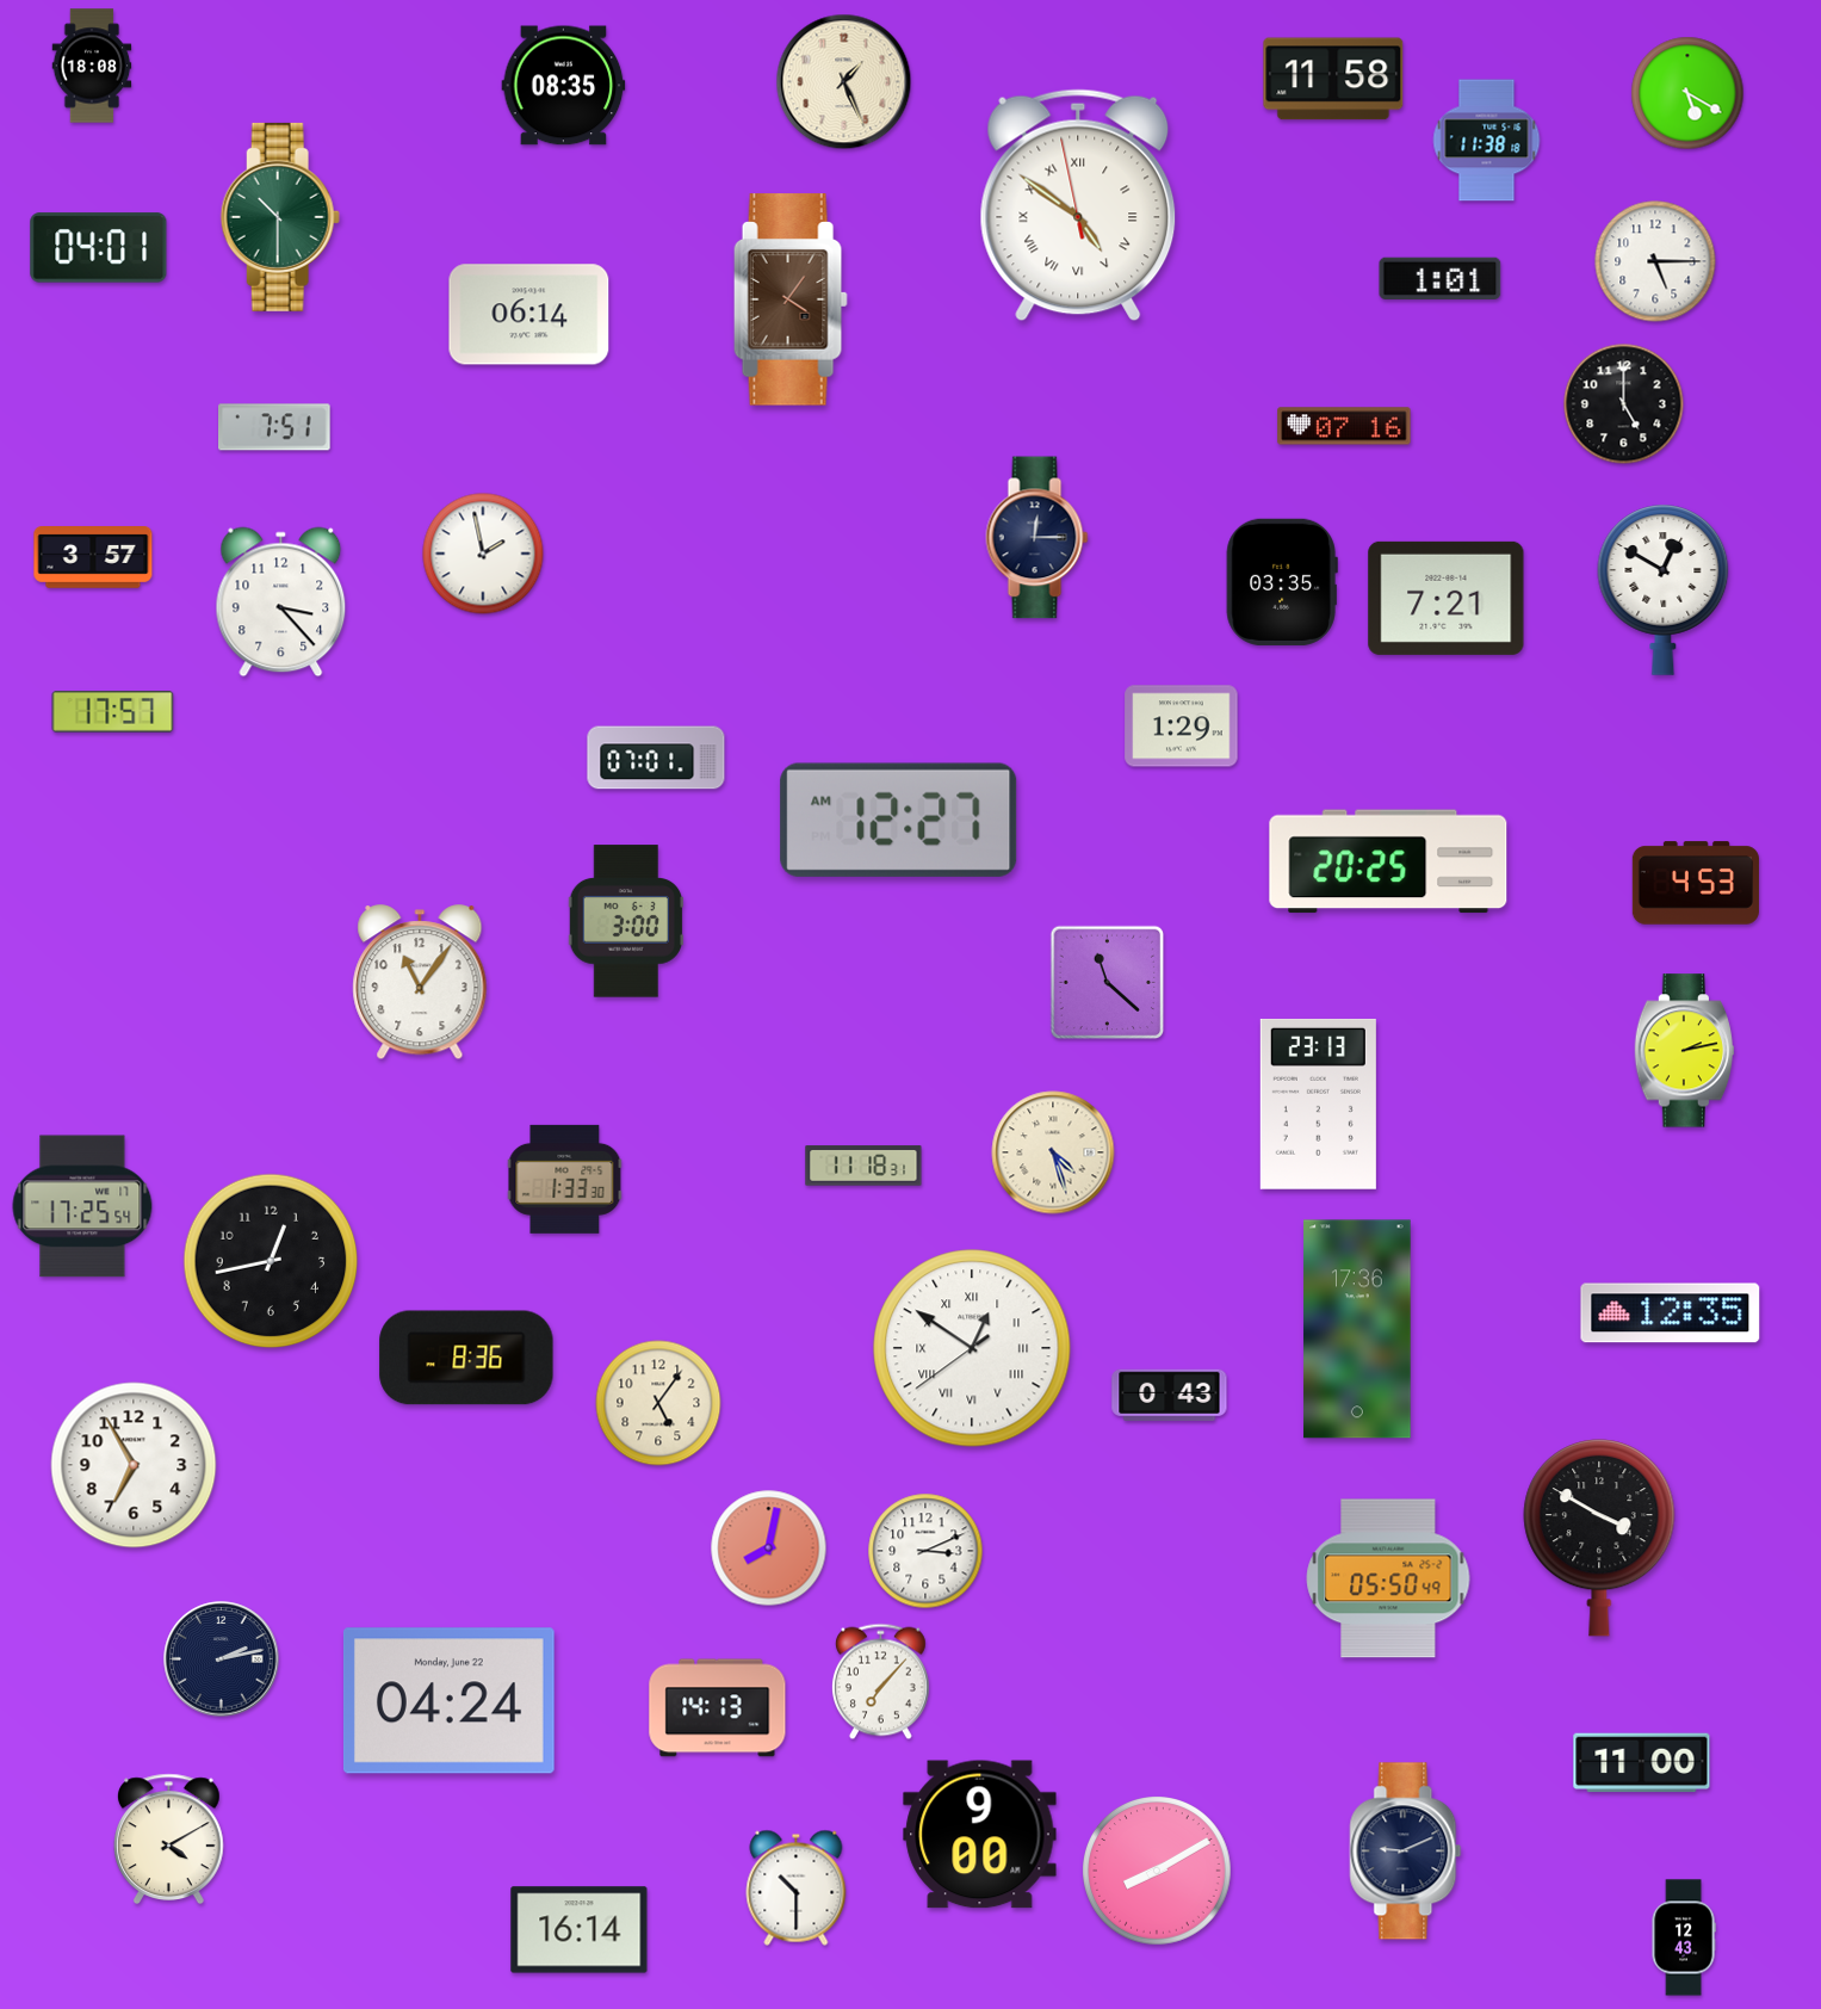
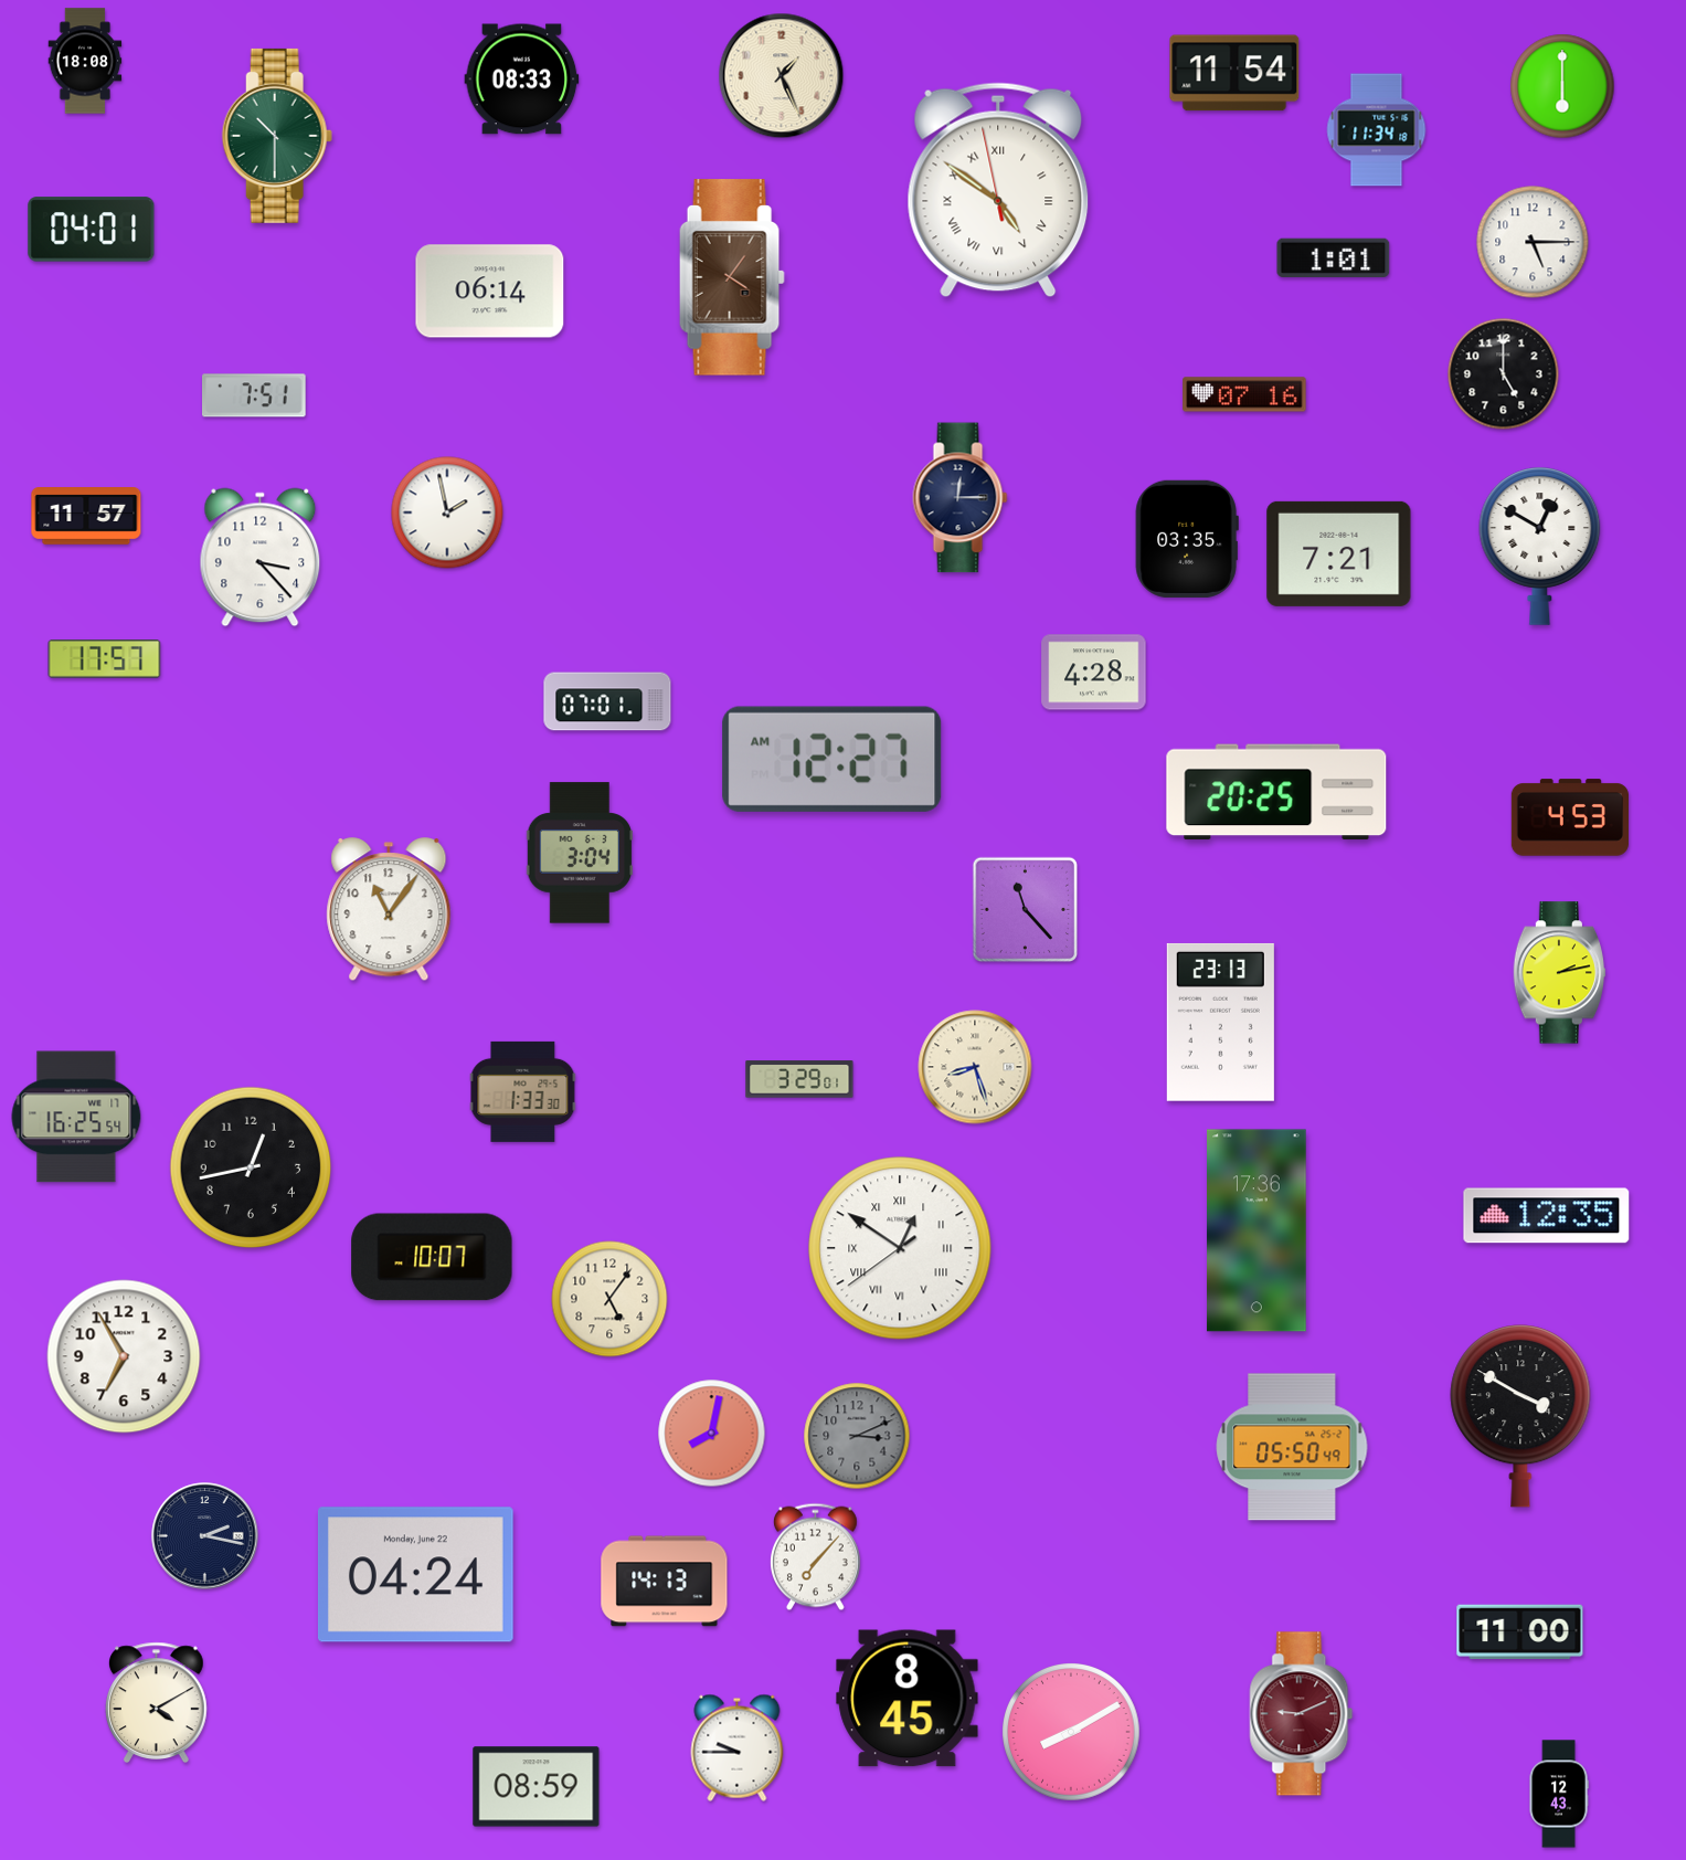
clock at (1333, 79): 11:58 -> 11:54
clock at (564, 86): 08:35 -> 08:33
clock at (1687, 93): 5:20 -> 6:00
clock at (1487, 141): 11:38 -> 11:34
clock at (280, 217) position: (280, 217) -> (277, 136)
clock at (93, 558): 3:57 -> 11:57
clock at (1182, 727): 1:29 -> 4:28
clock at (1388, 861) position: (1388, 861) -> (1276, 792)
clock at (626, 921): 3:00 -> 3:04
clock at (1108, 983): 11:22 -> 11:23
clock at (1053, 1152): 4:27 -> 8:27
clock at (863, 1166): 11:18 -> 3:29
clock at (82, 1206): 17:25 -> 16:25
clock at (466, 1358): 8:36 -> 10:07
clock at (1170, 1395): 0:43 -> none
clock at (1599, 1538) position: (1599, 1538) -> (1520, 1416)
clock at (925, 1551) dial: white -> grey
clock at (1388, 1578) position: (1388, 1578) -> (1292, 1447)
clock at (222, 1659): 2:13 -> 2:17
clock at (980, 1835): 9:00 -> 8:45
clock at (1406, 1852) dial: navy -> burgundy
clock at (797, 1887): 10:30 -> 9:45
clock at (580, 1930): 16:14 -> 08:59
